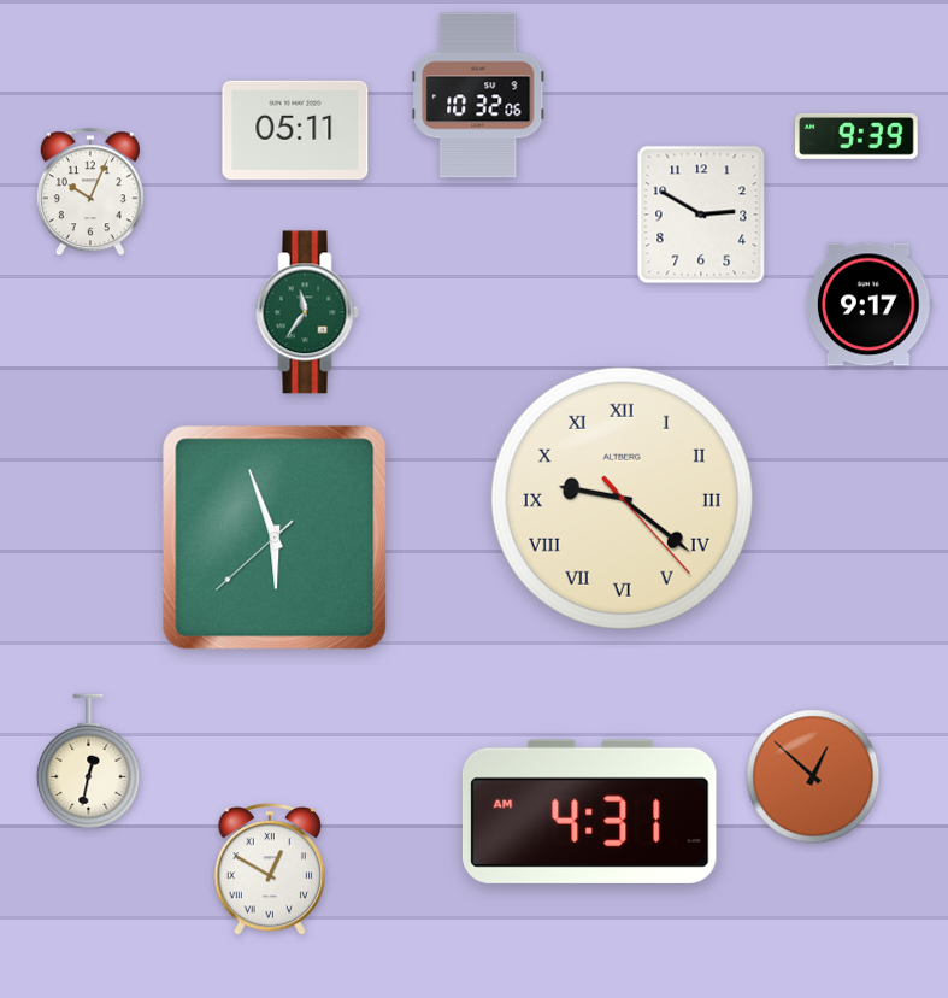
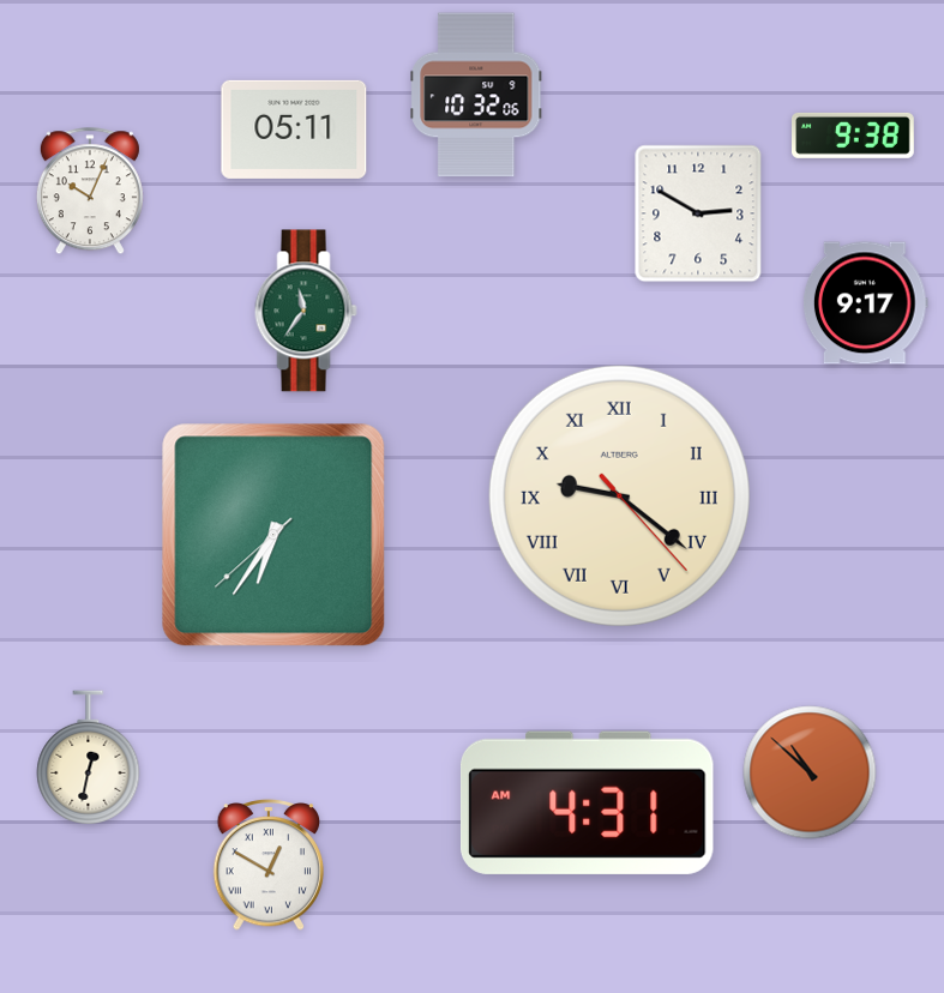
clock at (858, 136): 9:39 -> 9:38
clock at (275, 538): 5:56 -> 6:35
clock at (813, 776): 12:52 -> 10:52
clock at (589, 811) position: (589, 811) -> (587, 802)
